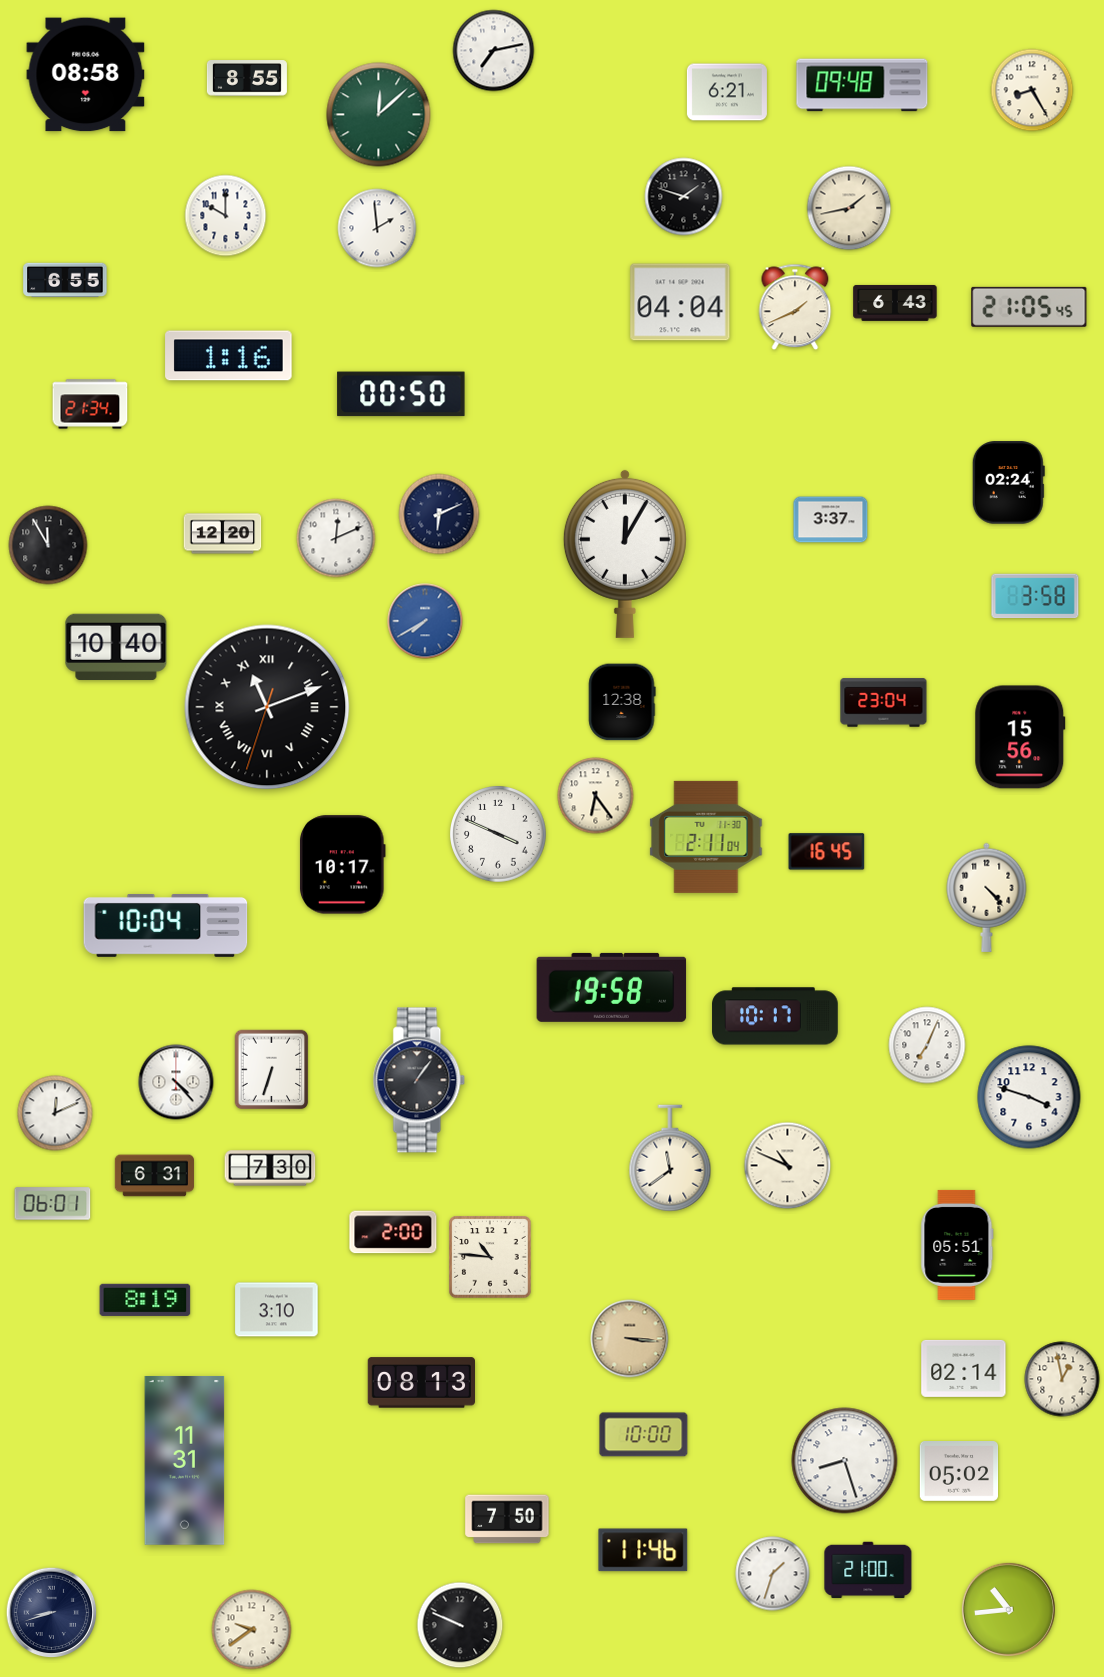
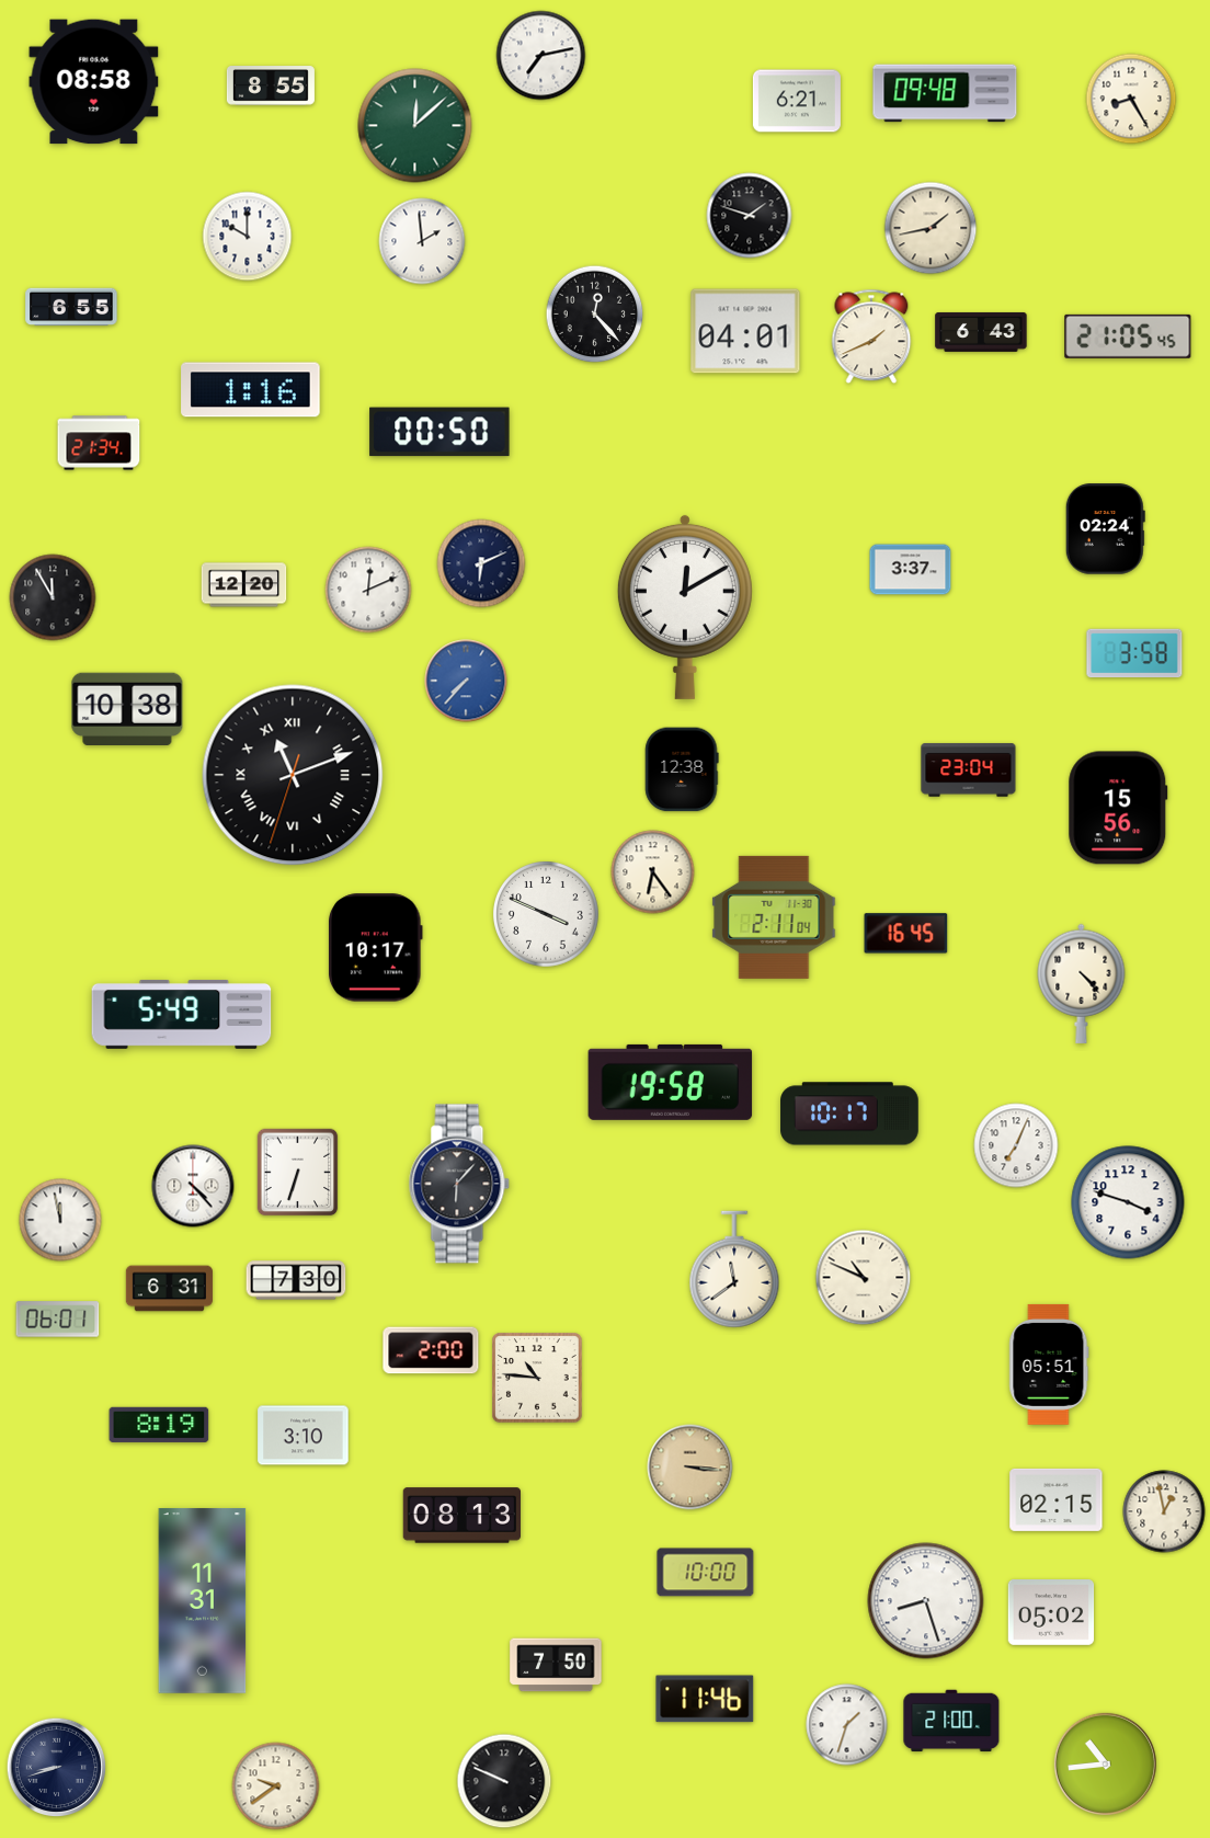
clock at (377, 228) position: (377, 228) -> (422, 241)
clock at (595, 315): none -> 12:23
clock at (680, 302): 04:04 -> 04:01
clock at (625, 553): 12:05 -> 12:10
clock at (425, 621): 7:40 -> 7:37
clock at (116, 646): 10:40 -> 10:38
clock at (166, 925): 10:04 -> 5:49
clock at (419, 1080): 1:06 -> 6:07
clock at (55, 1113): 12:11 -> 11:58
clock at (964, 1368): 02:14 -> 02:15
